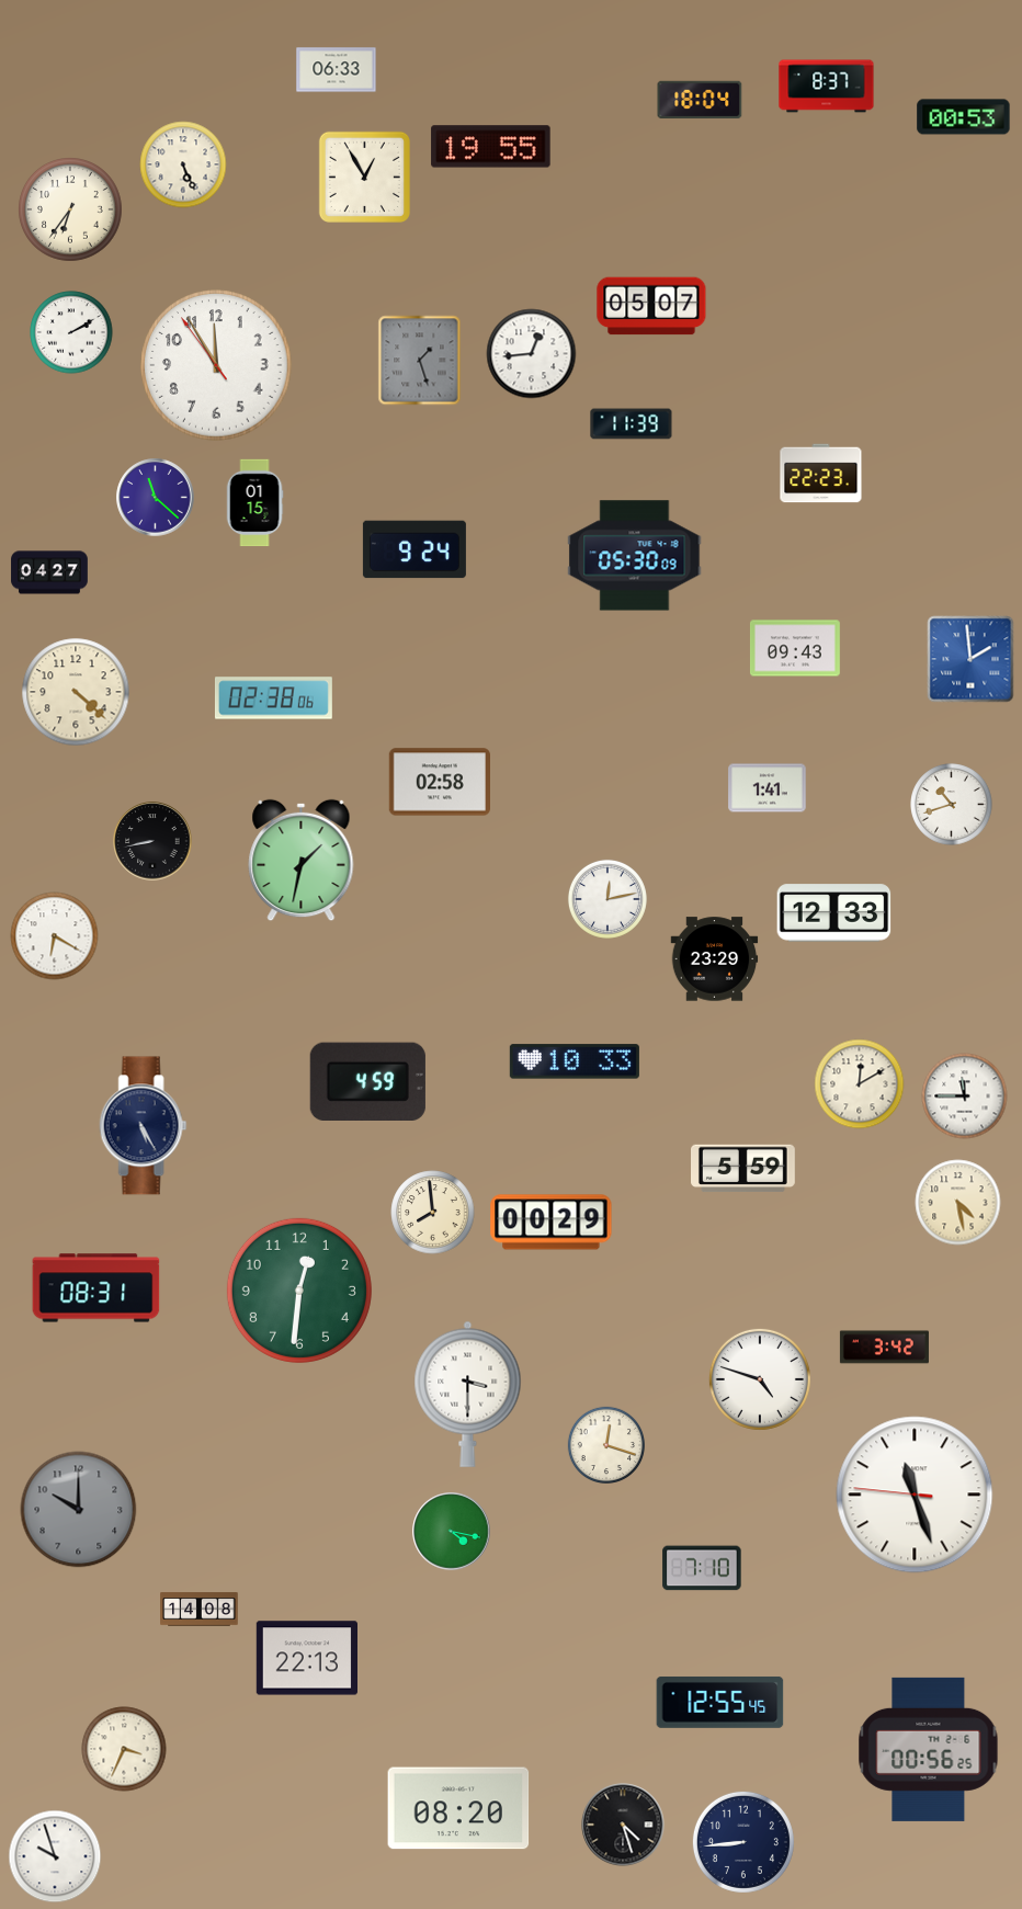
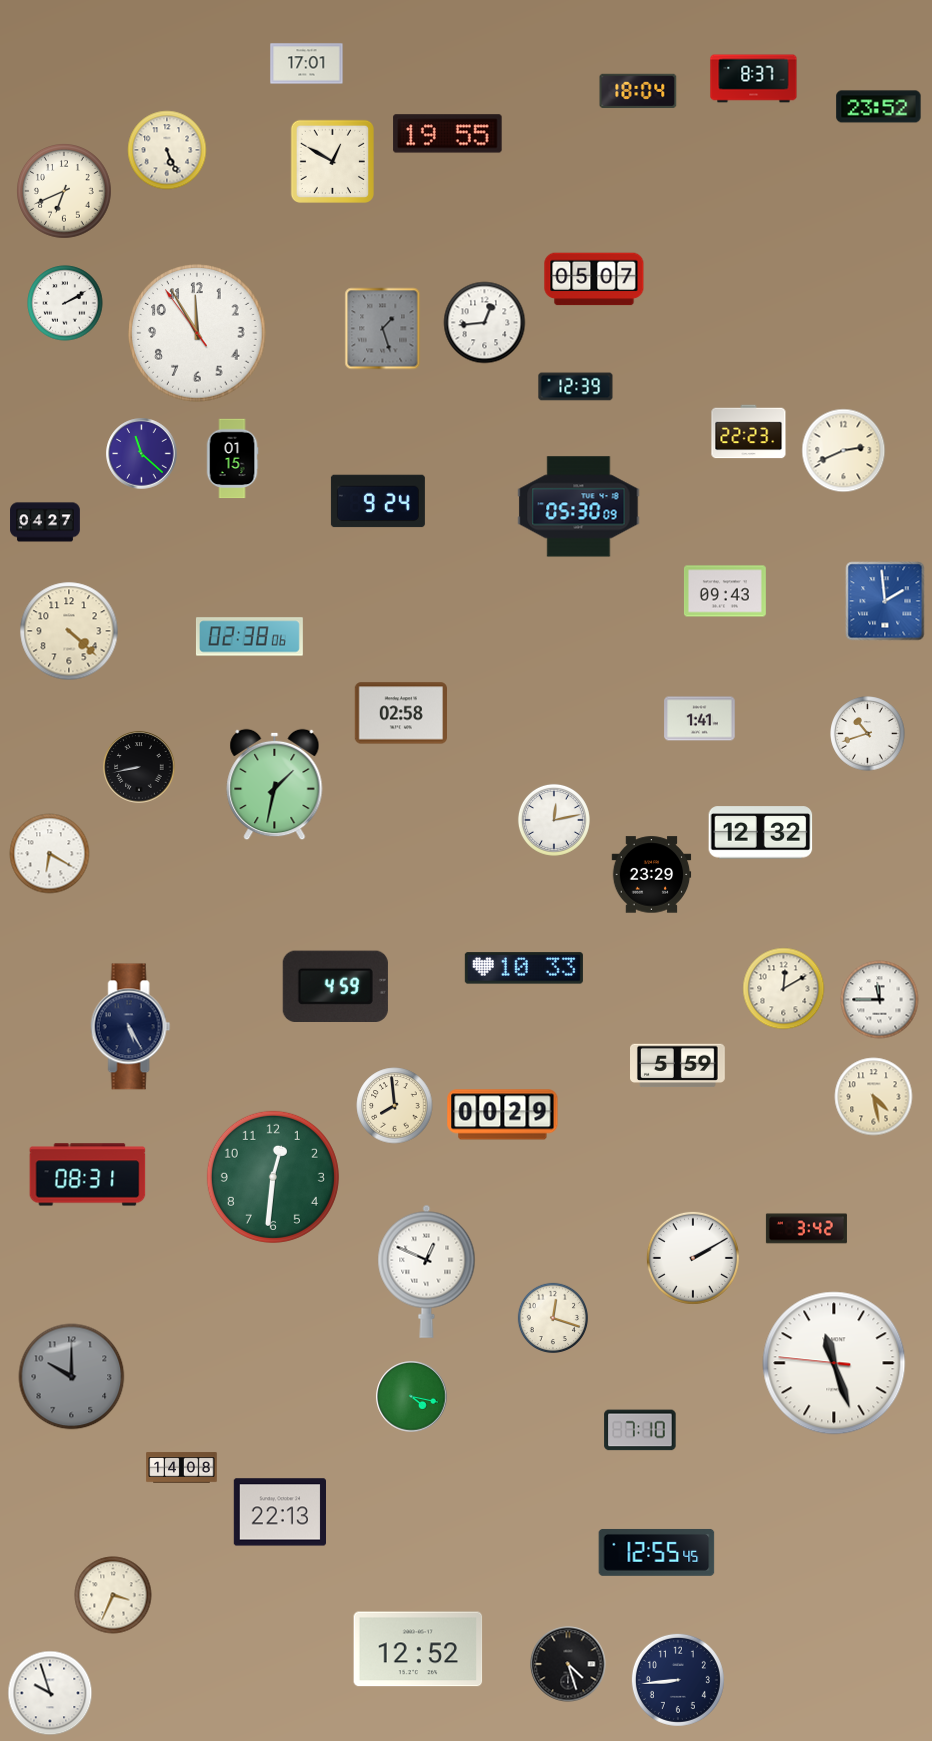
clock at (337, 70): 06:33 -> 17:01
clock at (964, 117): 00:53 -> 23:52
clock at (364, 177): 12:55 -> 12:50
clock at (71, 211): 6:36 -> 6:41
clock at (632, 424): 11:39 -> 12:39
clock at (844, 451): none -> 2:41
clock at (834, 913): 12:33 -> 12:32
clock at (760, 1379): 4:48 -> 2:10
clock at (468, 1394): 3:30 -> 12:49
clock at (929, 1749): 00:56 -> none
clock at (458, 1808): 08:20 -> 12:52
